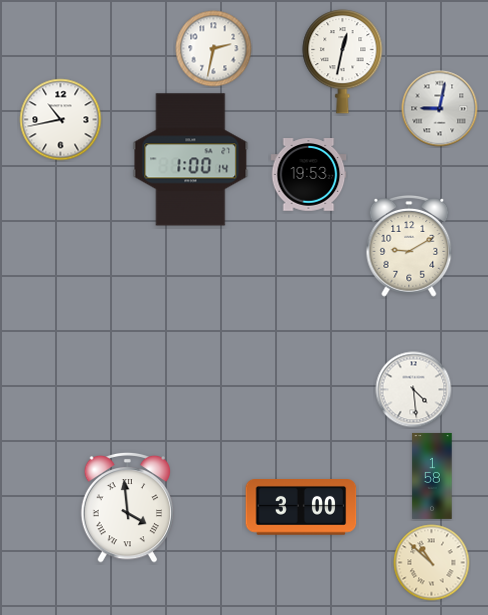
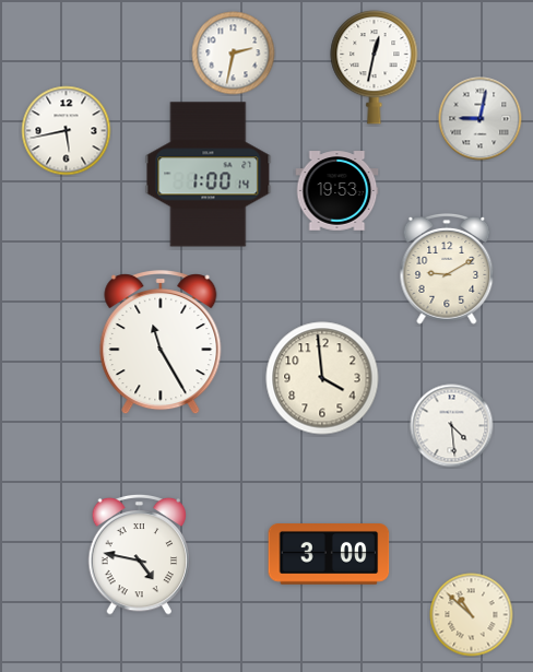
clock at (61, 120): 10:43 -> 5:43
clock at (161, 343): none -> 11:25
clock at (322, 378): none -> 3:59
clock at (432, 476): 1:58 -> none
clock at (128, 507): 3:59 -> 4:47
